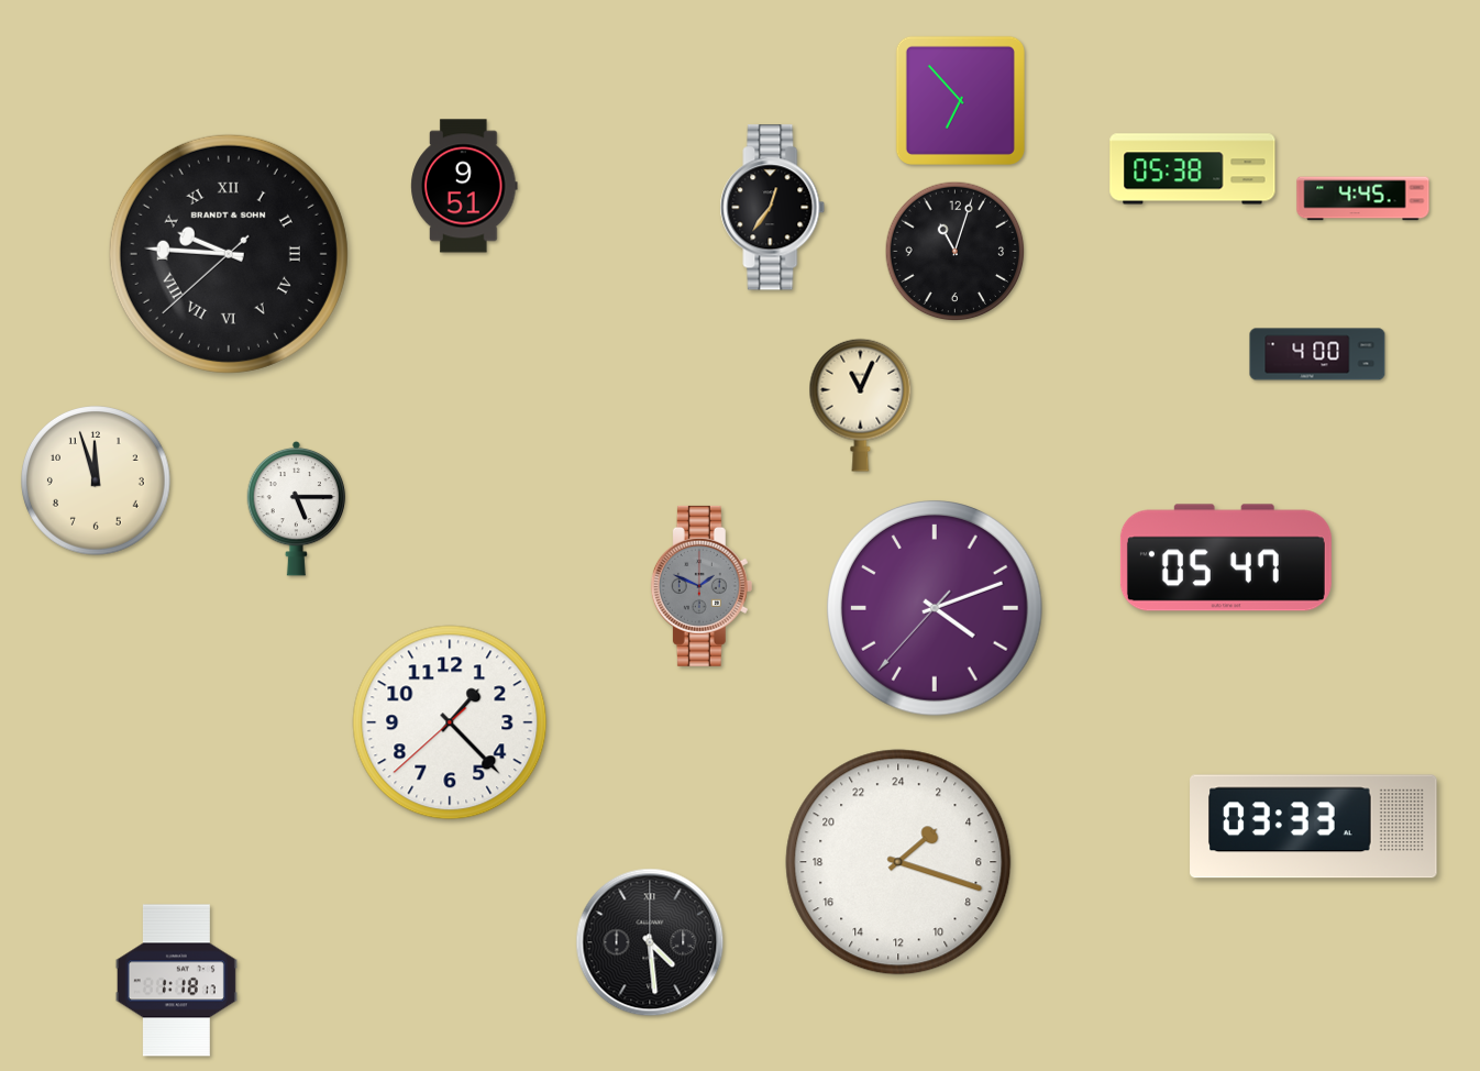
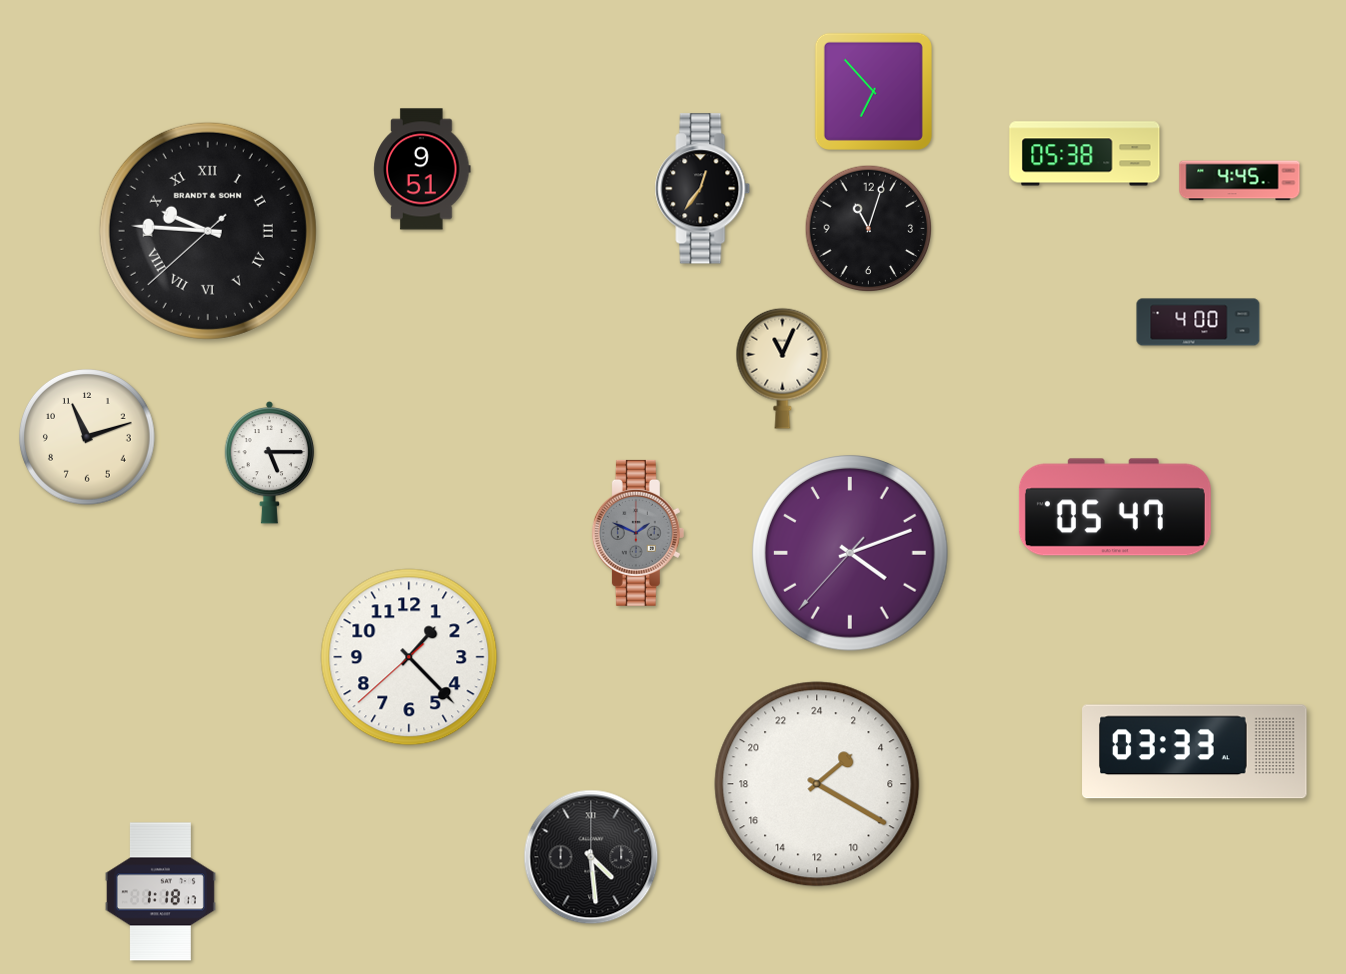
clock at (97, 482): 11:57 -> 11:12
clock at (898, 862): 3:18 -> 3:20
